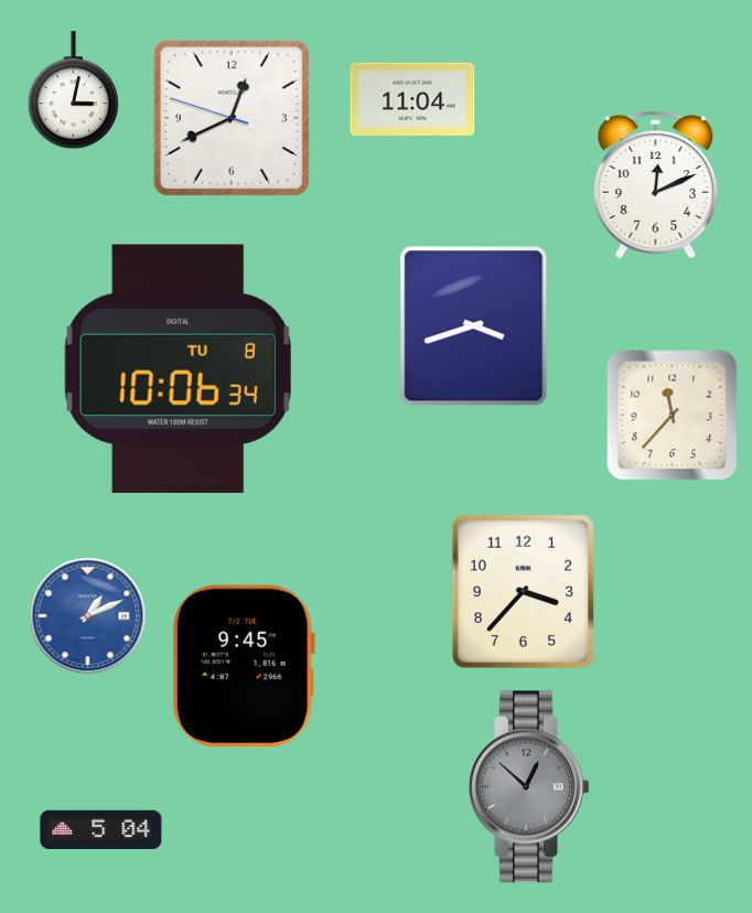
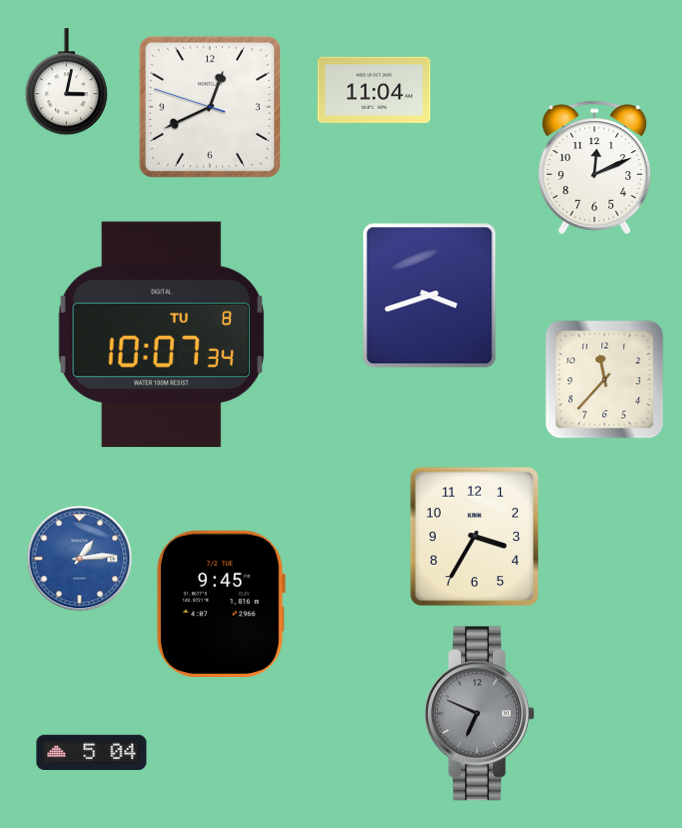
clock at (178, 368): 10:06 -> 10:07
clock at (673, 416) position: (673, 416) -> (605, 380)
clock at (523, 591): 3:37 -> 3:35
clock at (88, 616): 1:11 -> 1:14
clock at (528, 787): 12:52 -> 6:49
